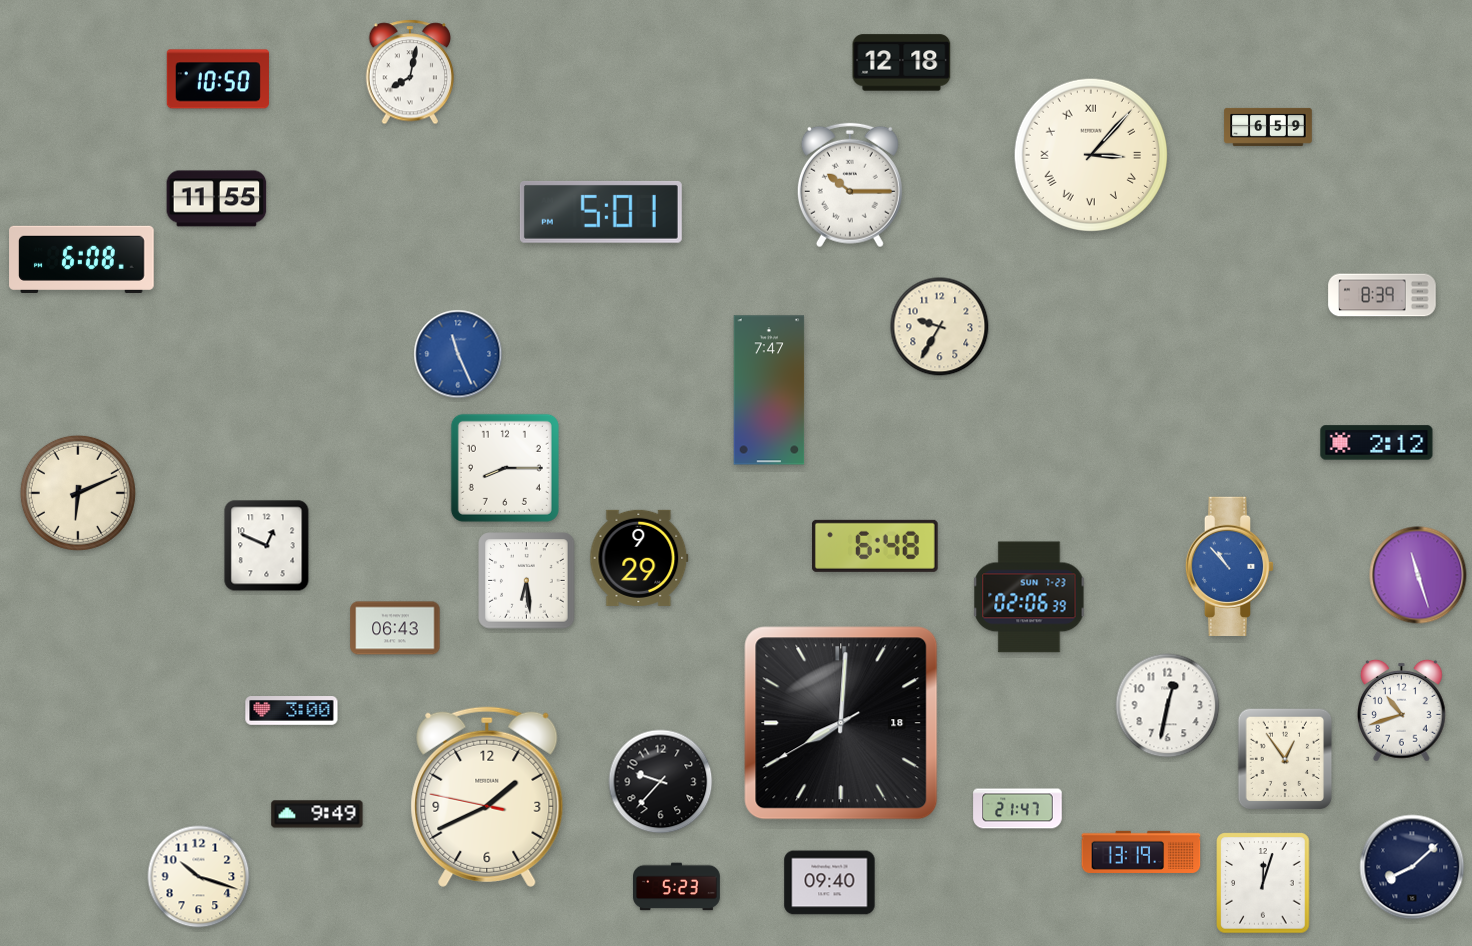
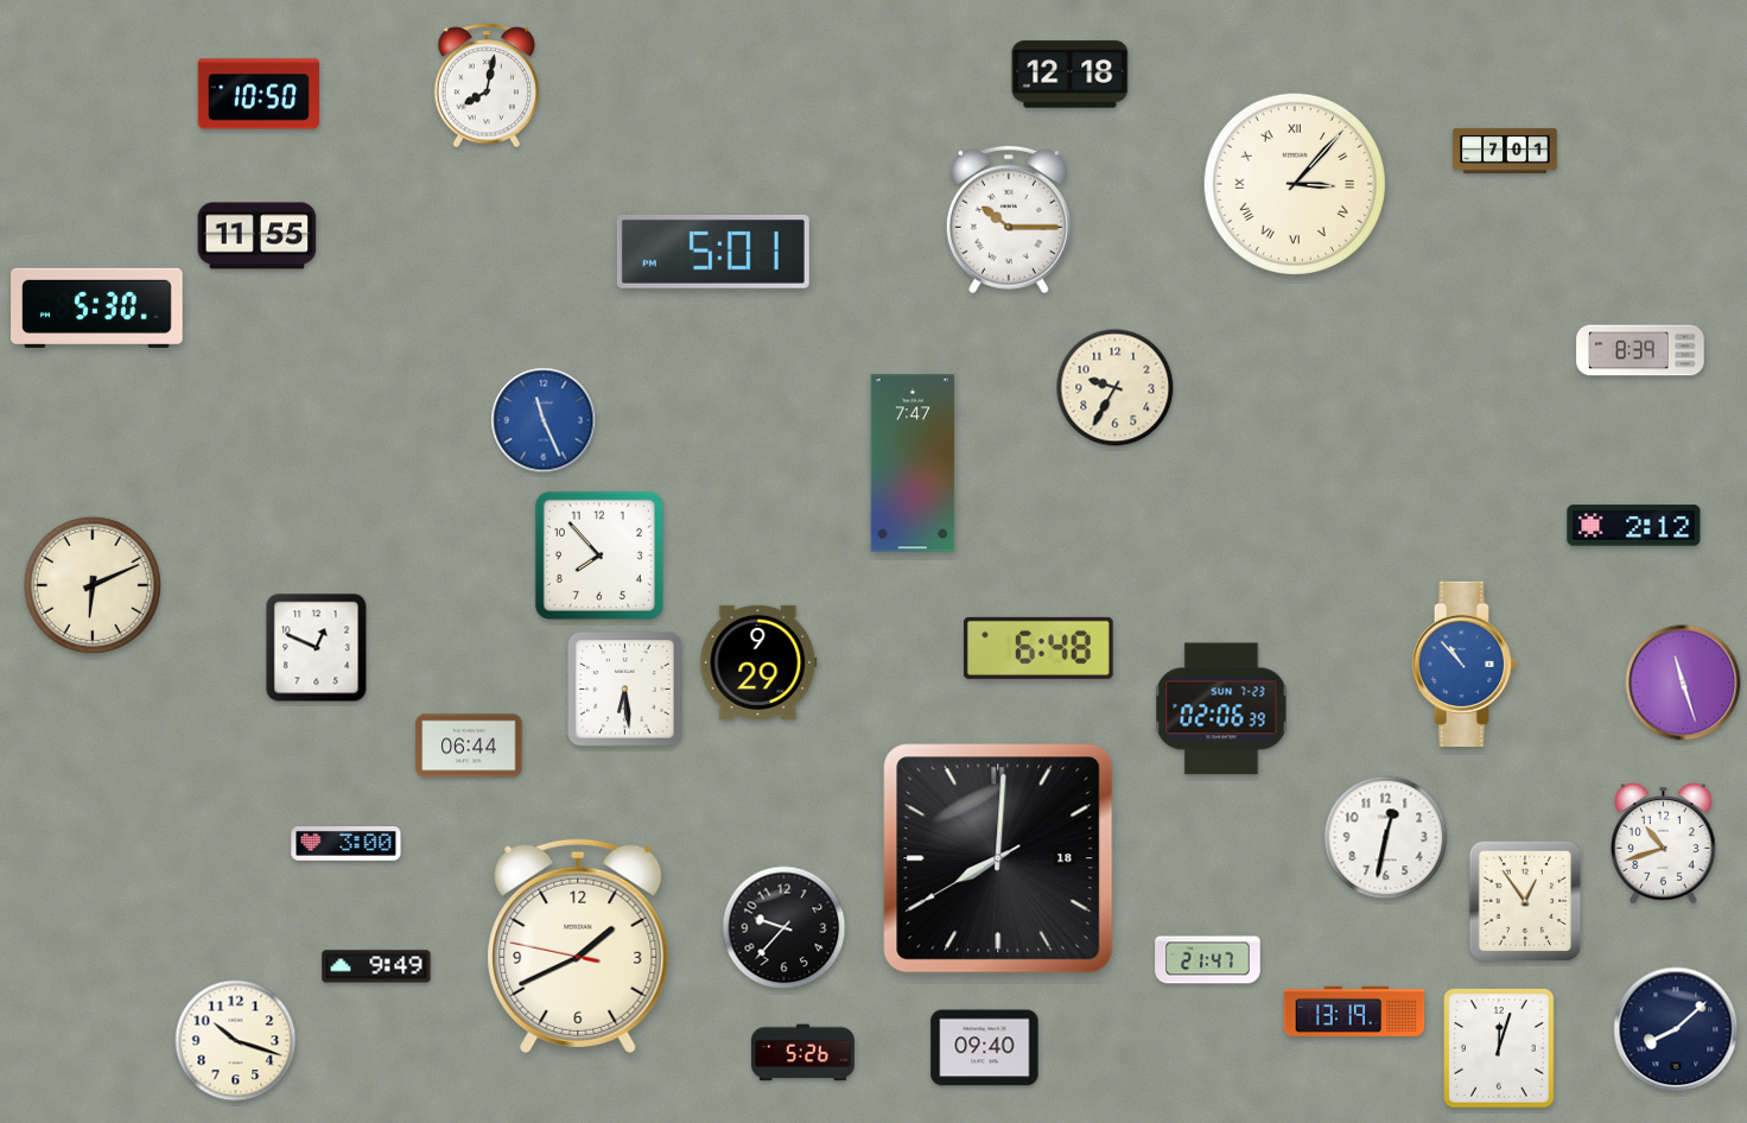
clock at (1268, 127): 6:59 -> 7:01
clock at (82, 259): 6:08 -> 5:30
clock at (505, 468): 8:15 -> 7:53
clock at (1230, 566) position: (1230, 566) -> (1465, 664)
clock at (395, 628): 06:43 -> 06:44
clock at (677, 887): 5:23 -> 5:26
